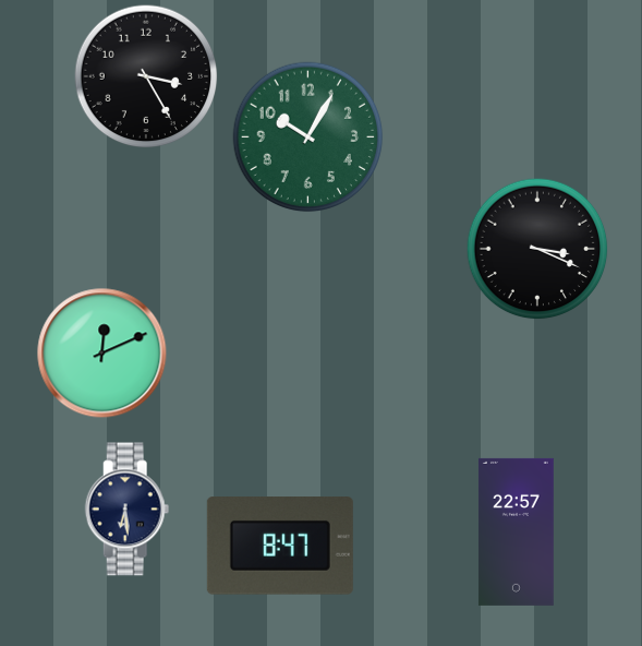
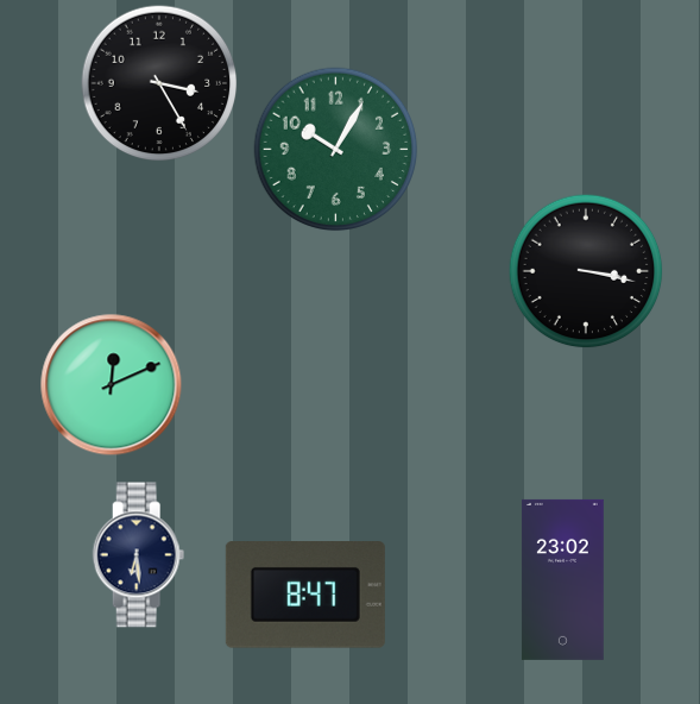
clock at (537, 249): 3:19 -> 3:17
clock at (516, 531): 22:57 -> 23:02
